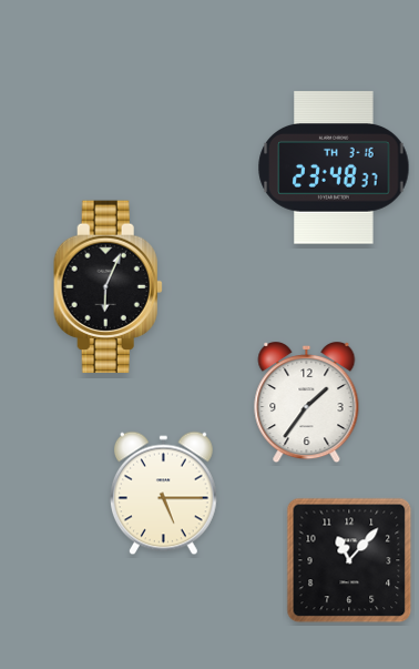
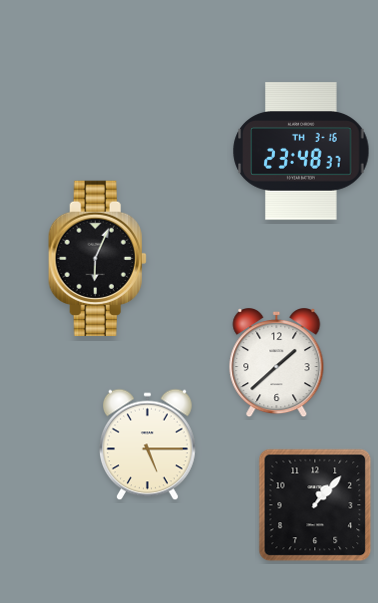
clock at (307, 404): 1:36 -> 1:38
clock at (349, 560): 11:07 -> 1:07
